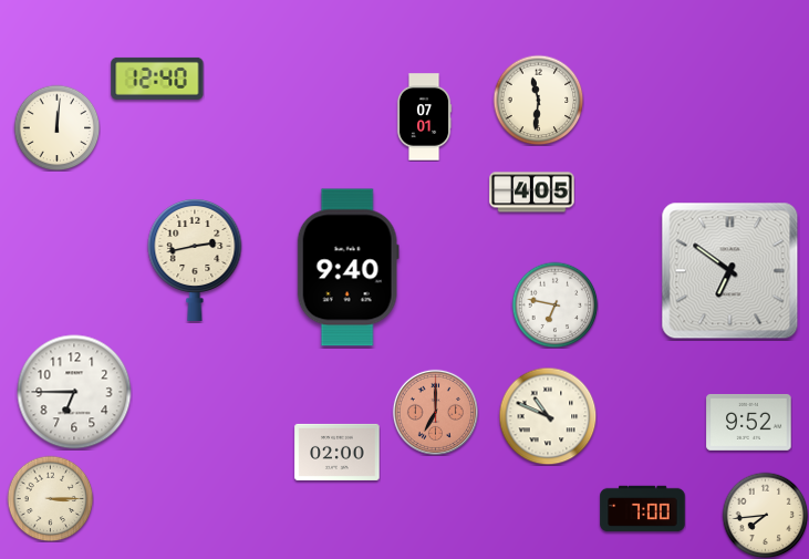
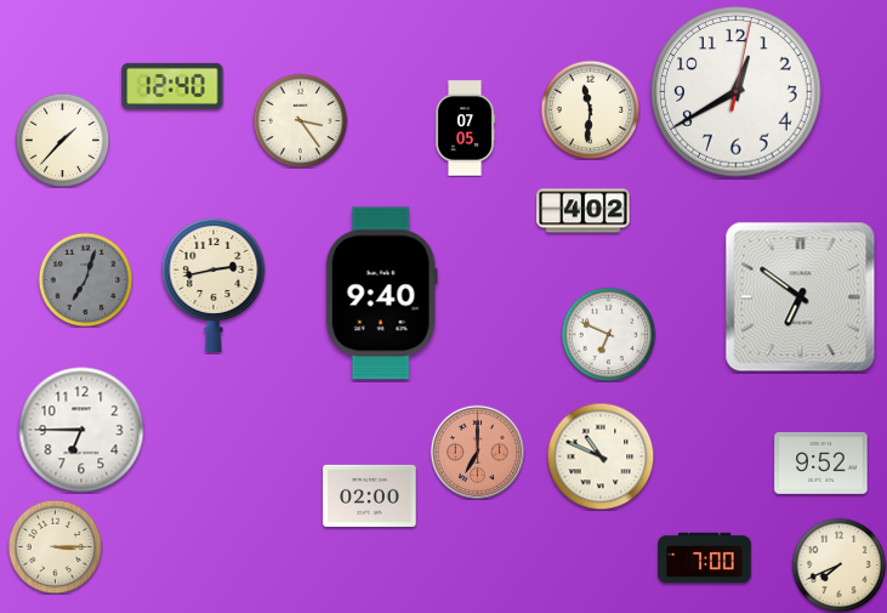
clock at (737, 92): none -> 12:40
clock at (300, 120): none -> 3:24
clock at (424, 117): 07:01 -> 07:05
clock at (56, 127): 12:01 -> 1:37
clock at (532, 193): 4:05 -> 4:02
clock at (85, 279): none -> 7:03
clock at (554, 304): 6:47 -> 6:49
clock at (765, 515): 7:44 -> 7:41
